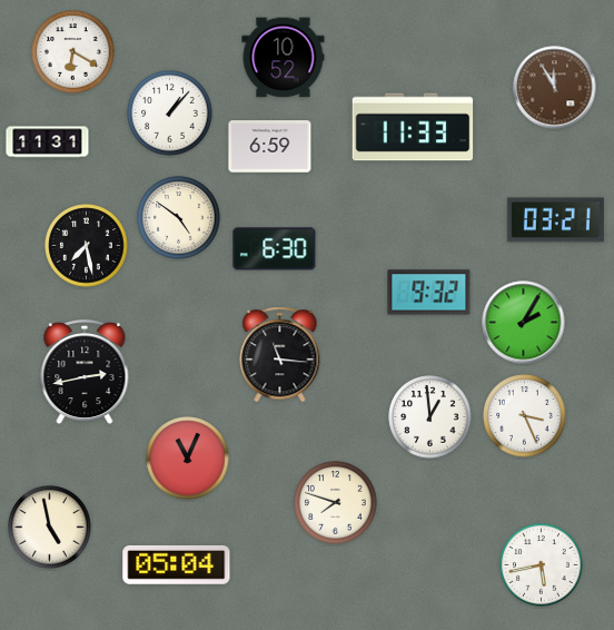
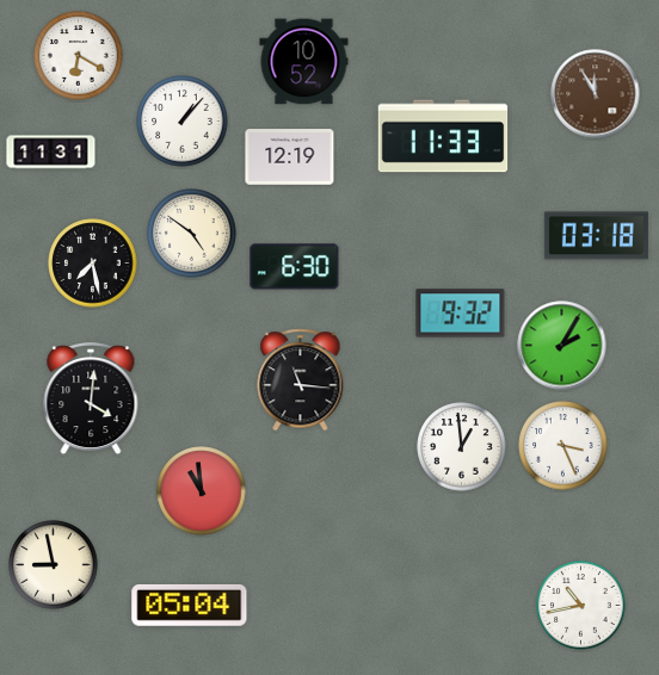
clock at (270, 147): 6:59 -> 12:19
clock at (555, 220): 03:21 -> 03:18
clock at (85, 373): 2:43 -> 4:01
clock at (188, 459): 11:04 -> 10:59
clock at (336, 503): 7:48 -> none
clock at (50, 528): 4:58 -> 8:58
clock at (542, 565): 5:43 -> 10:43
